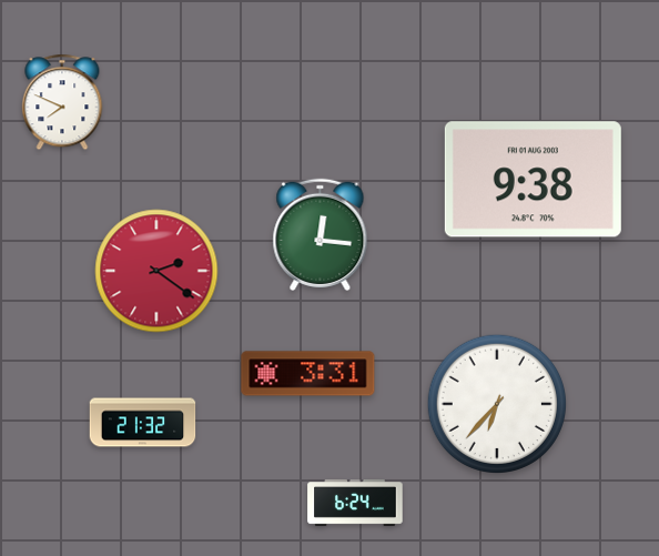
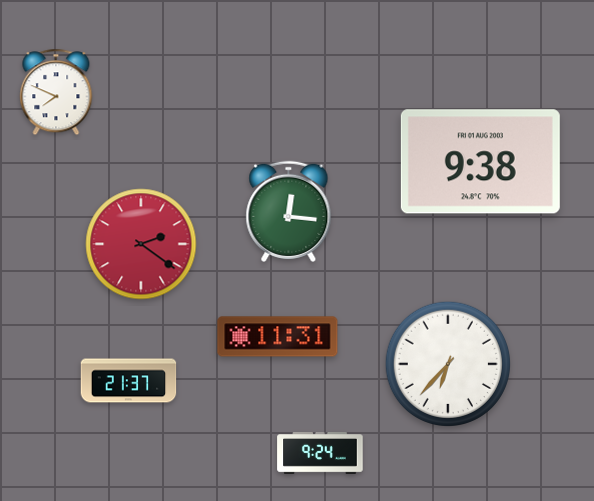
clock at (308, 374): 3:31 -> 11:31
clock at (143, 423): 21:32 -> 21:37
clock at (355, 504): 6:24 -> 9:24
